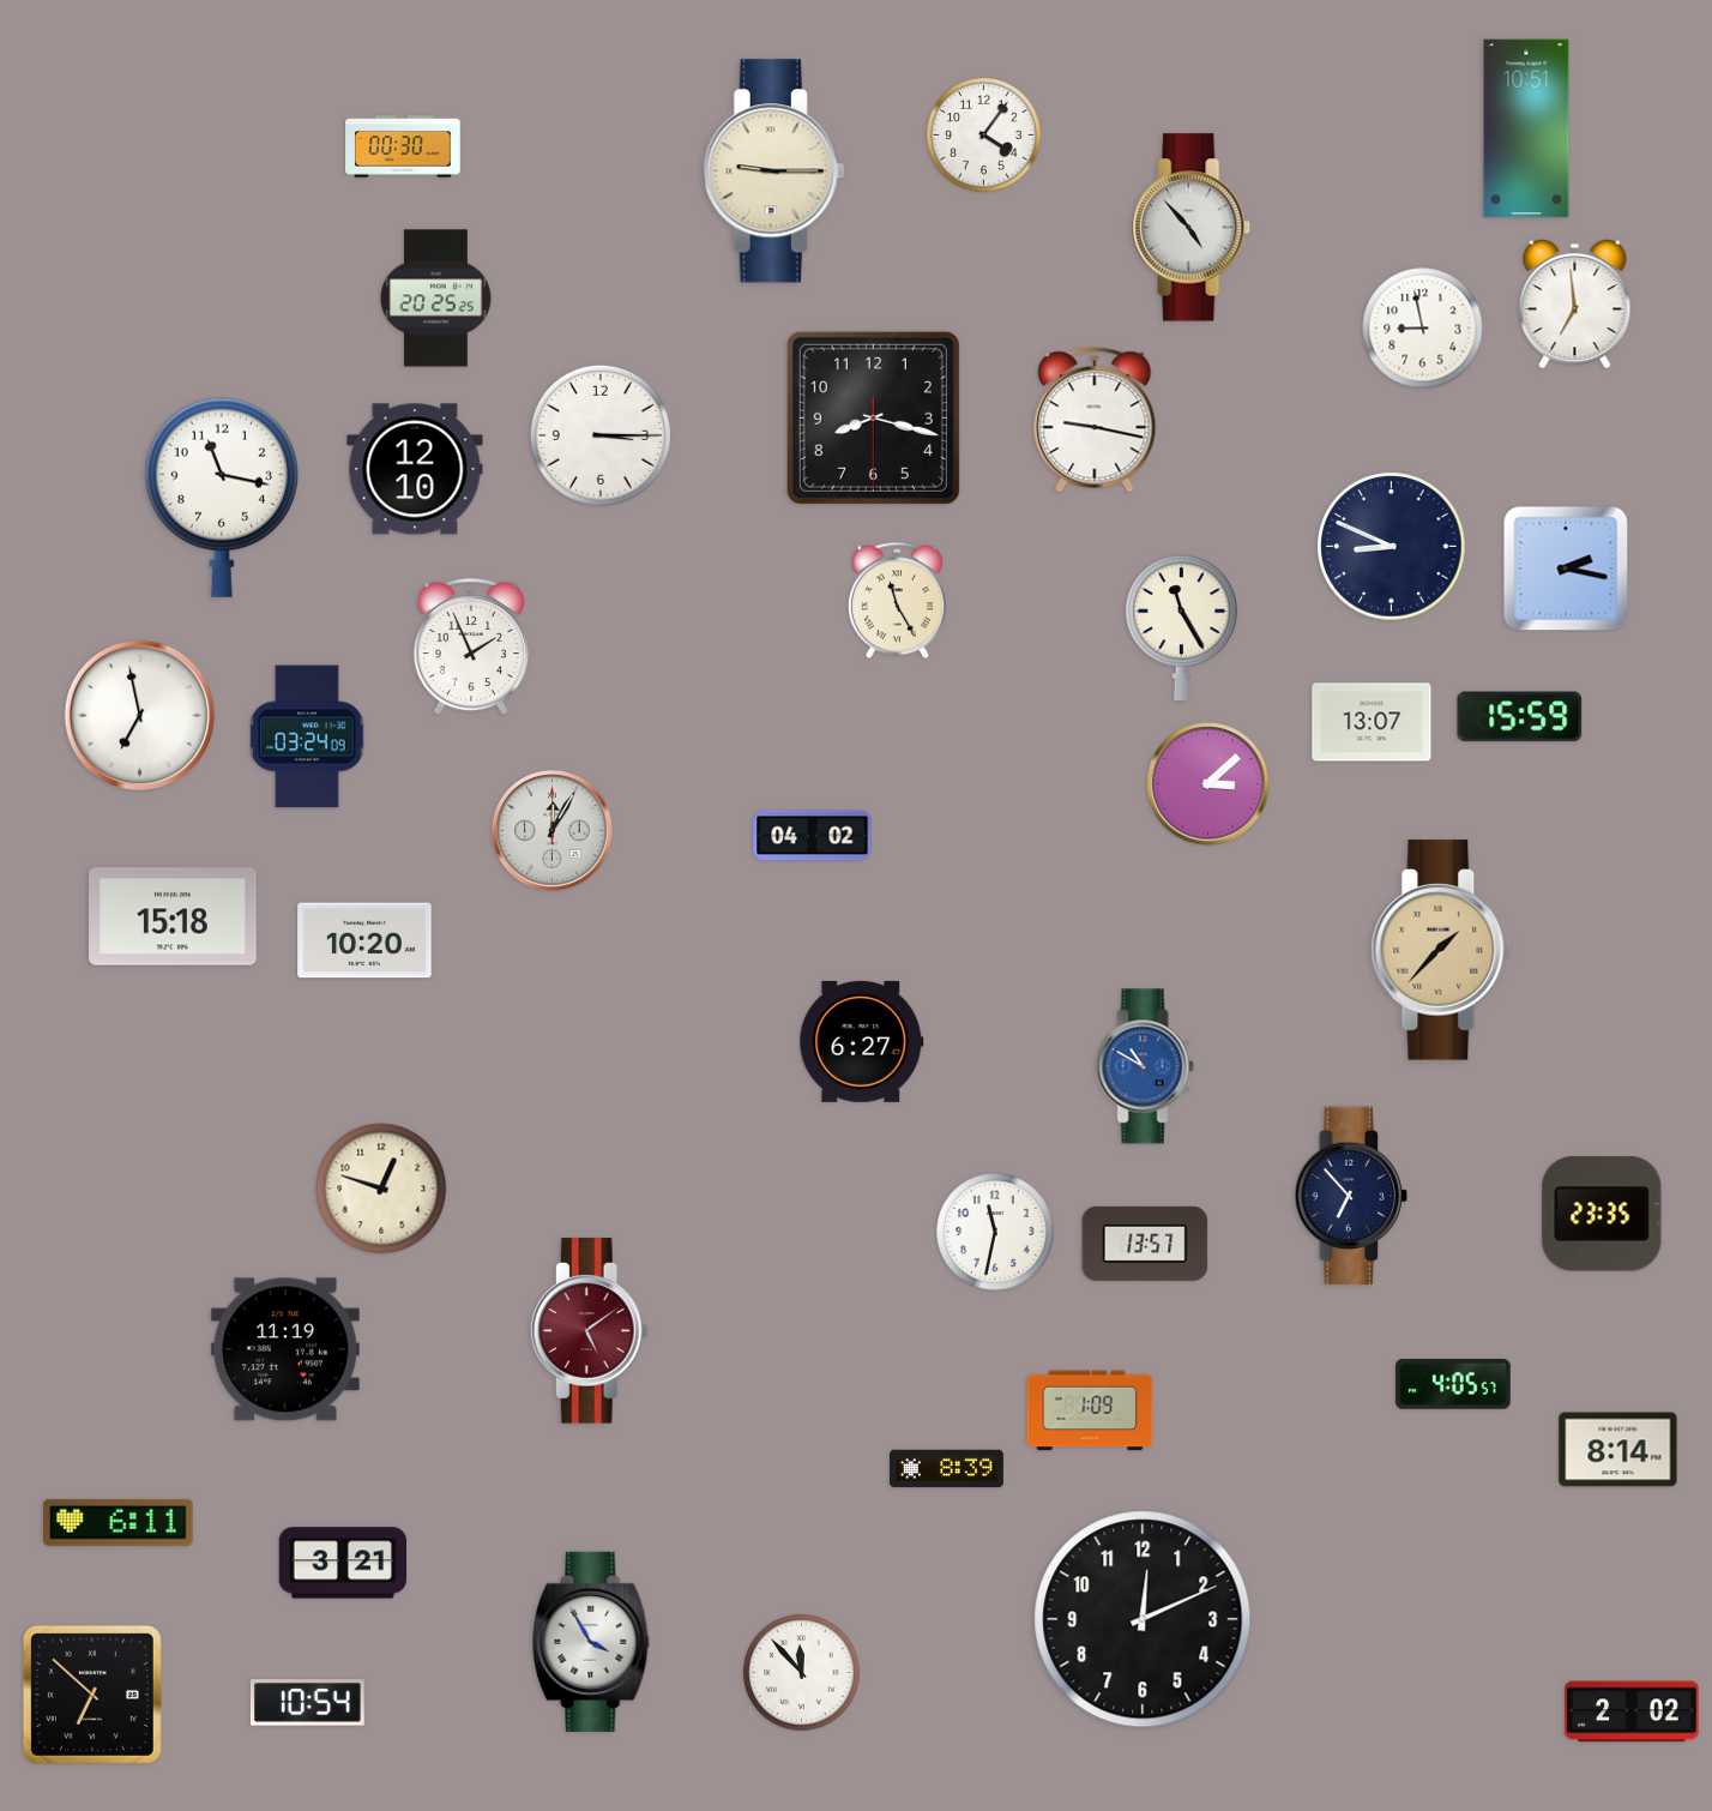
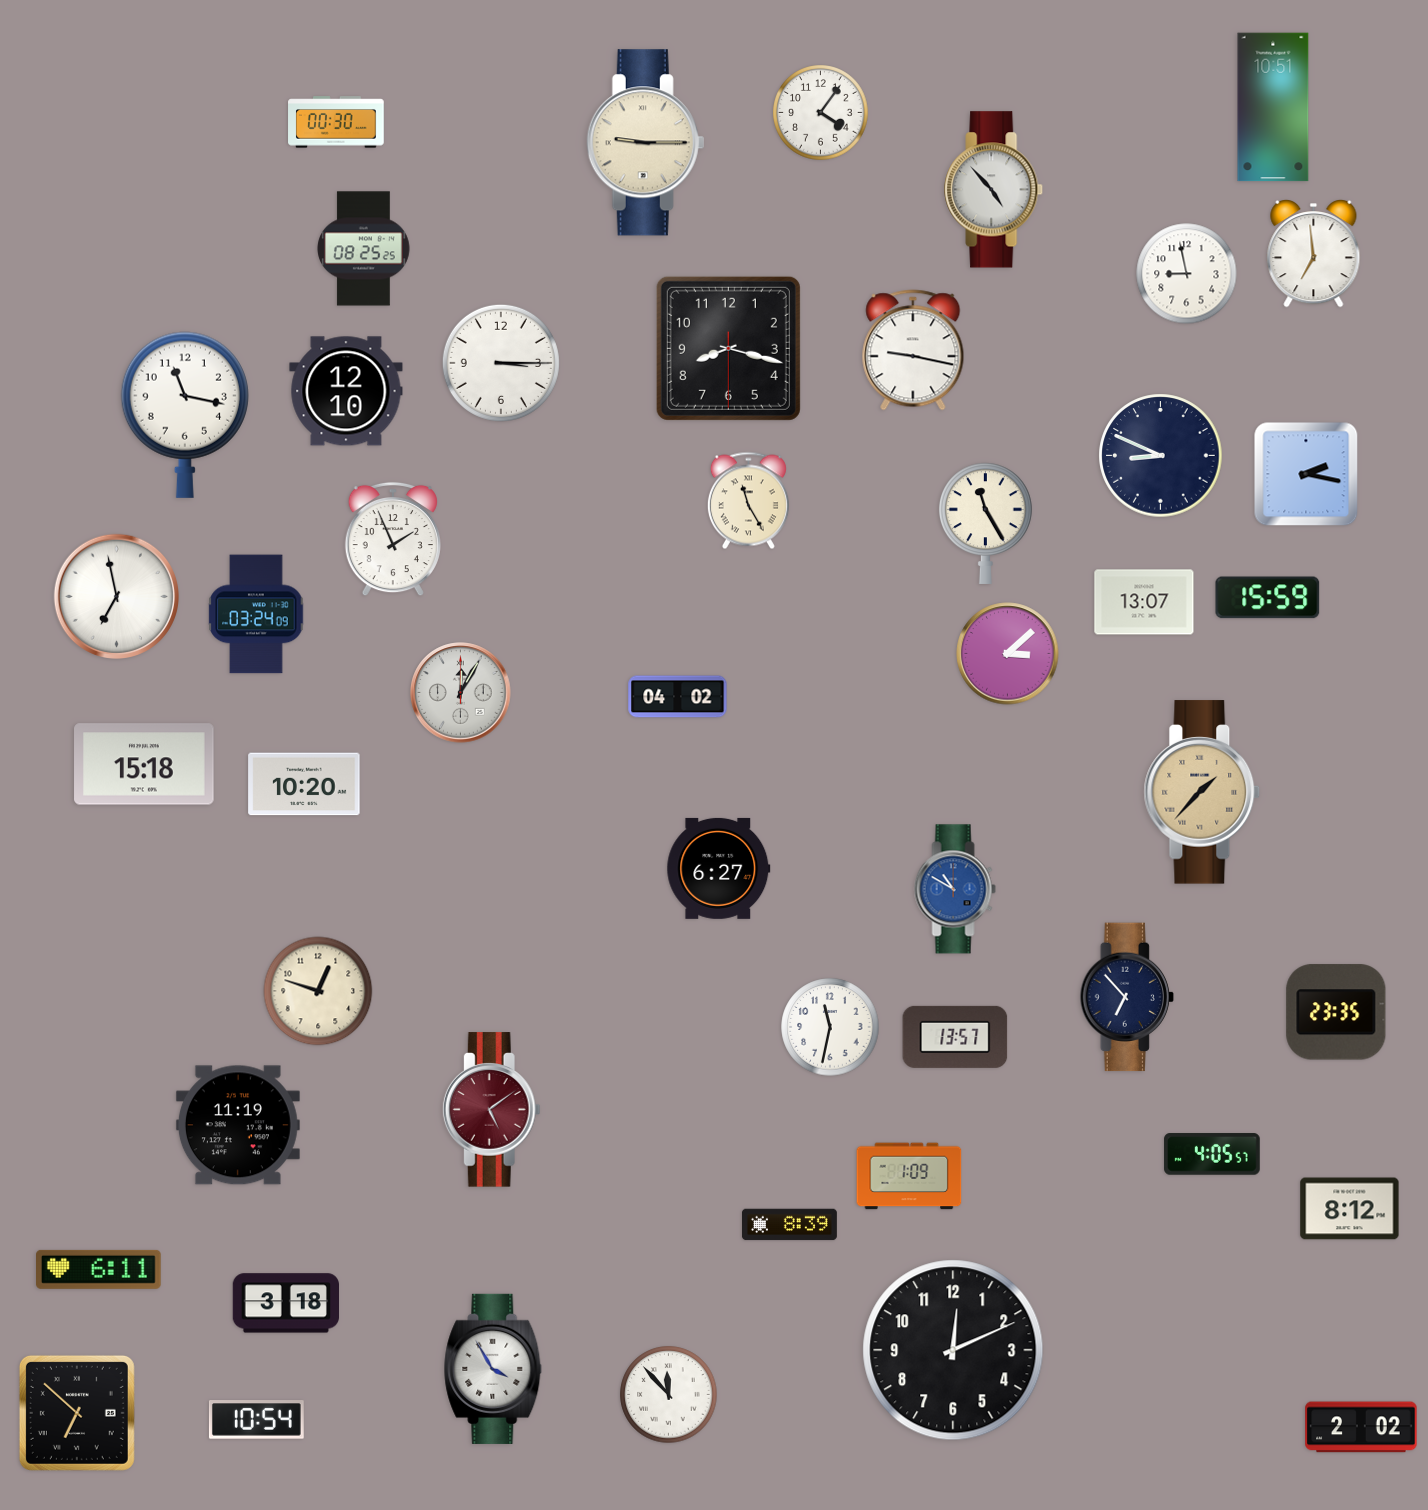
clock at (436, 299): 20:25 -> 08:25
clock at (1618, 1450): 8:14 -> 8:12
clock at (342, 1563): 3:21 -> 3:18
